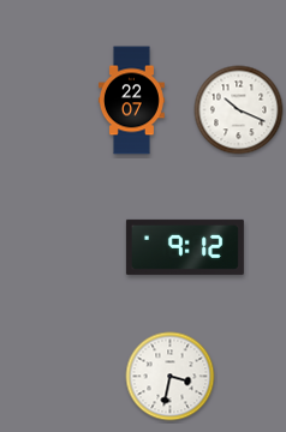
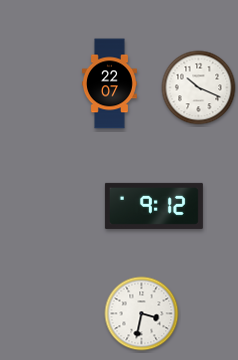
clock at (239, 110) position: (239, 110) -> (199, 88)
